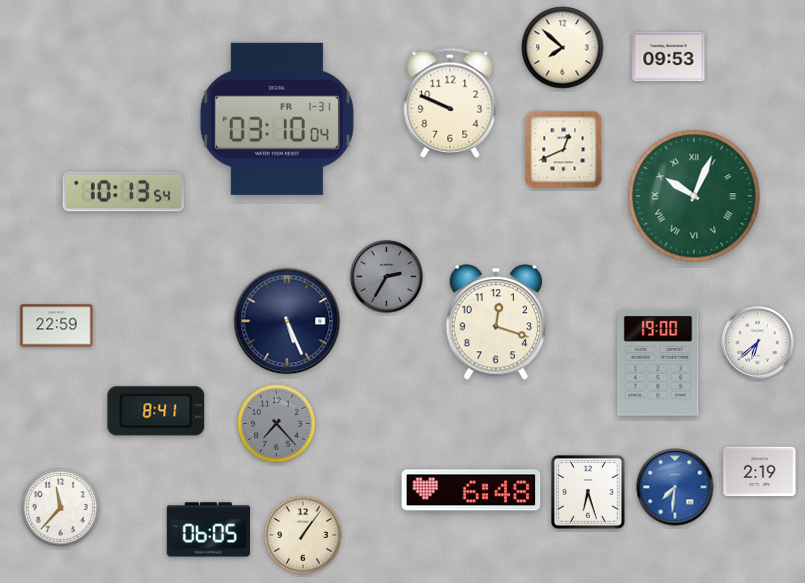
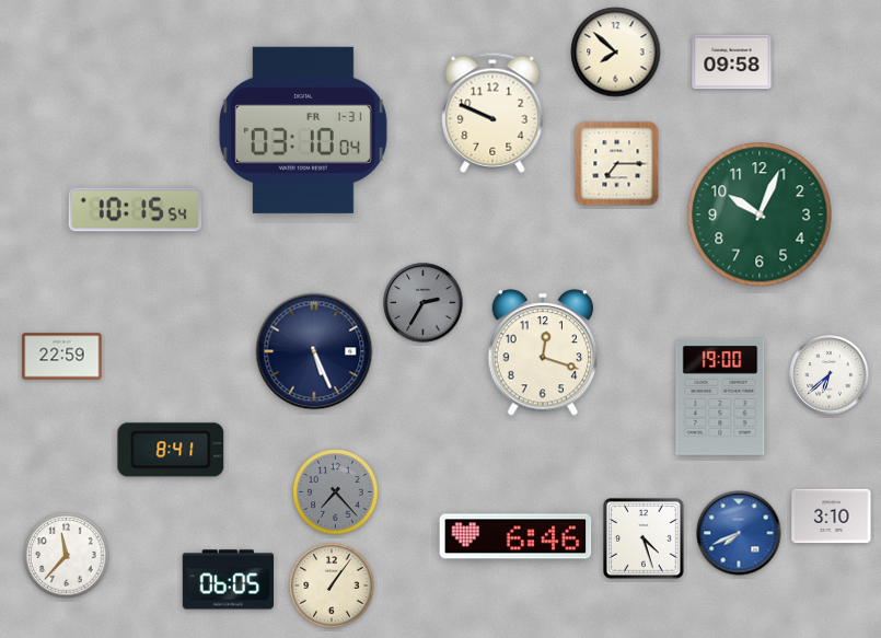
clock at (669, 57): 09:53 -> 09:58
clock at (564, 150): 12:41 -> 7:15
clock at (123, 192): 10:13 -> 10:15
clock at (694, 196) numerals: Roman -> Arabic
clock at (277, 424) position: (277, 424) -> (336, 492)
clock at (760, 472): 2:19 -> 3:10
clock at (675, 487): 7:31 -> 7:41
clock at (471, 490): 6:48 -> 6:46
clock at (589, 493): 6:27 -> 4:27
